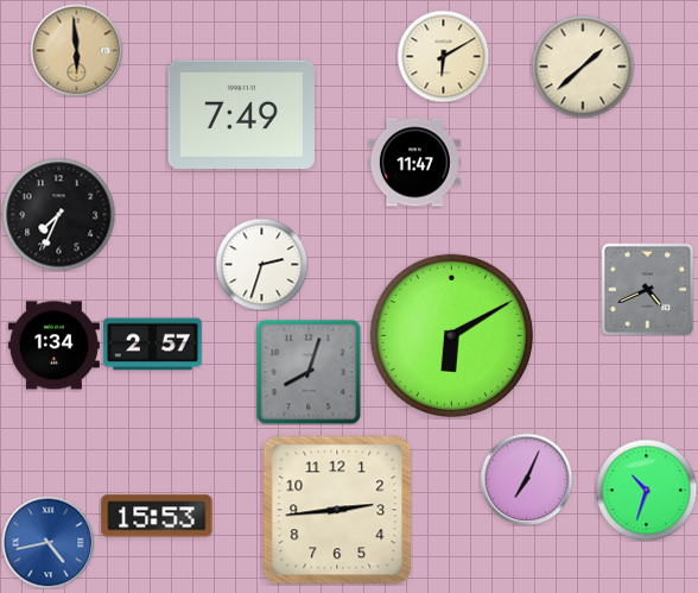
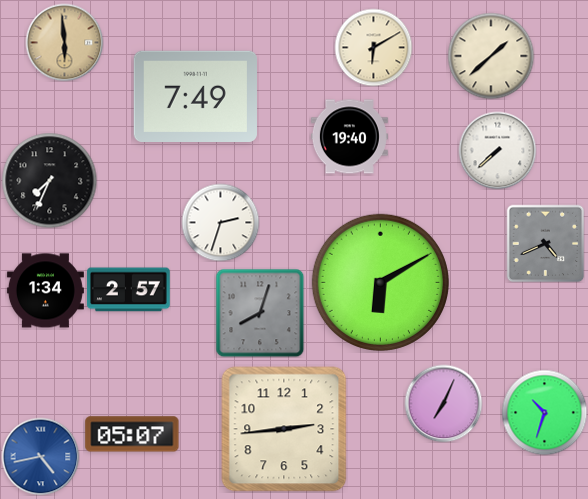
clock at (241, 114) position: (241, 114) -> (195, 96)
clock at (414, 163): 11:47 -> 19:40
clock at (497, 150): none -> 7:38
clock at (157, 516): 15:53 -> 05:07
